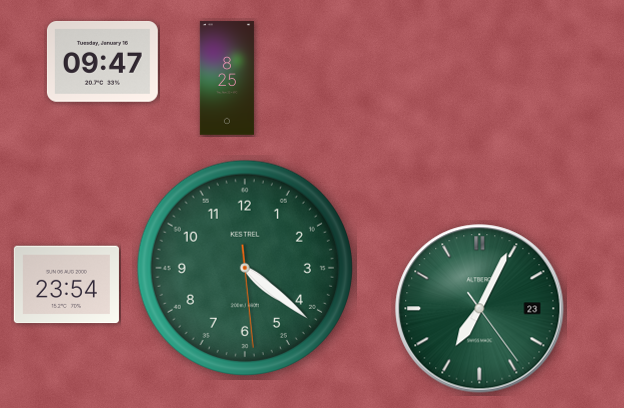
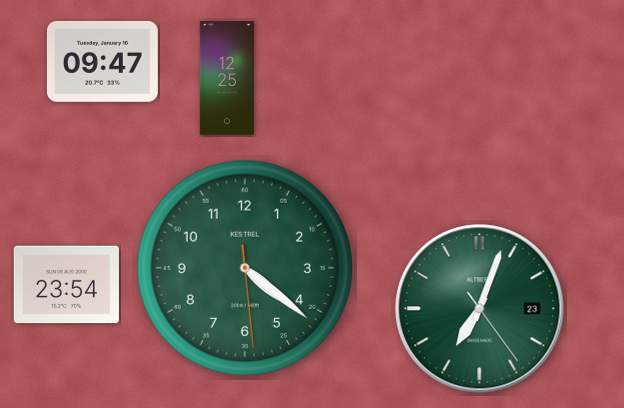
clock at (227, 78): 8:25 -> 12:25
clock at (480, 309): 7:04 -> 7:03
